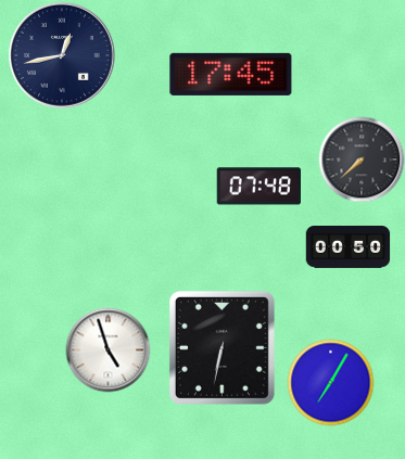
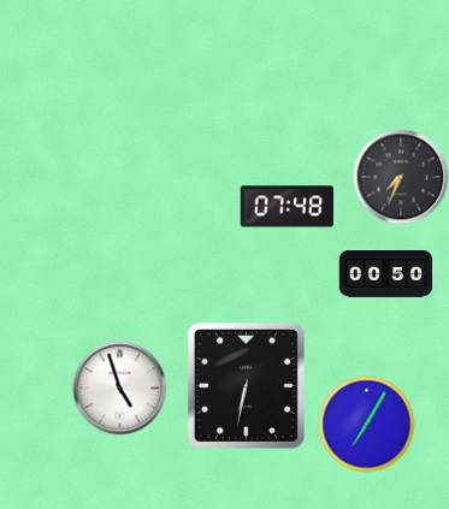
clock at (62, 55): 12:43 -> none
clock at (231, 74): 17:45 -> none
clock at (362, 160): 7:38 -> 7:34
